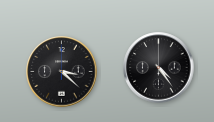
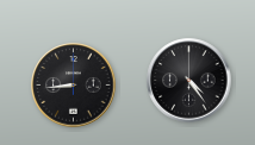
clock at (62, 72): 3:22 -> 8:44
